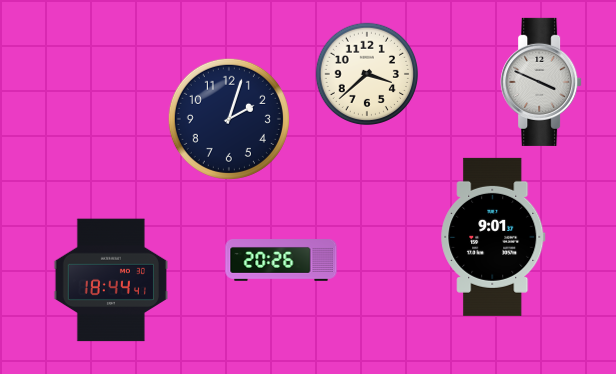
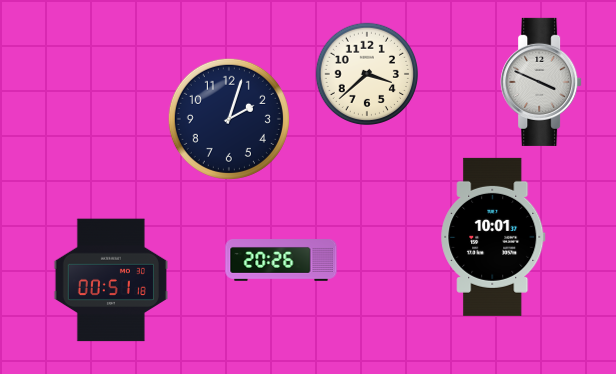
clock at (493, 237): 9:01 -> 10:01
clock at (111, 280): 18:44 -> 00:51
